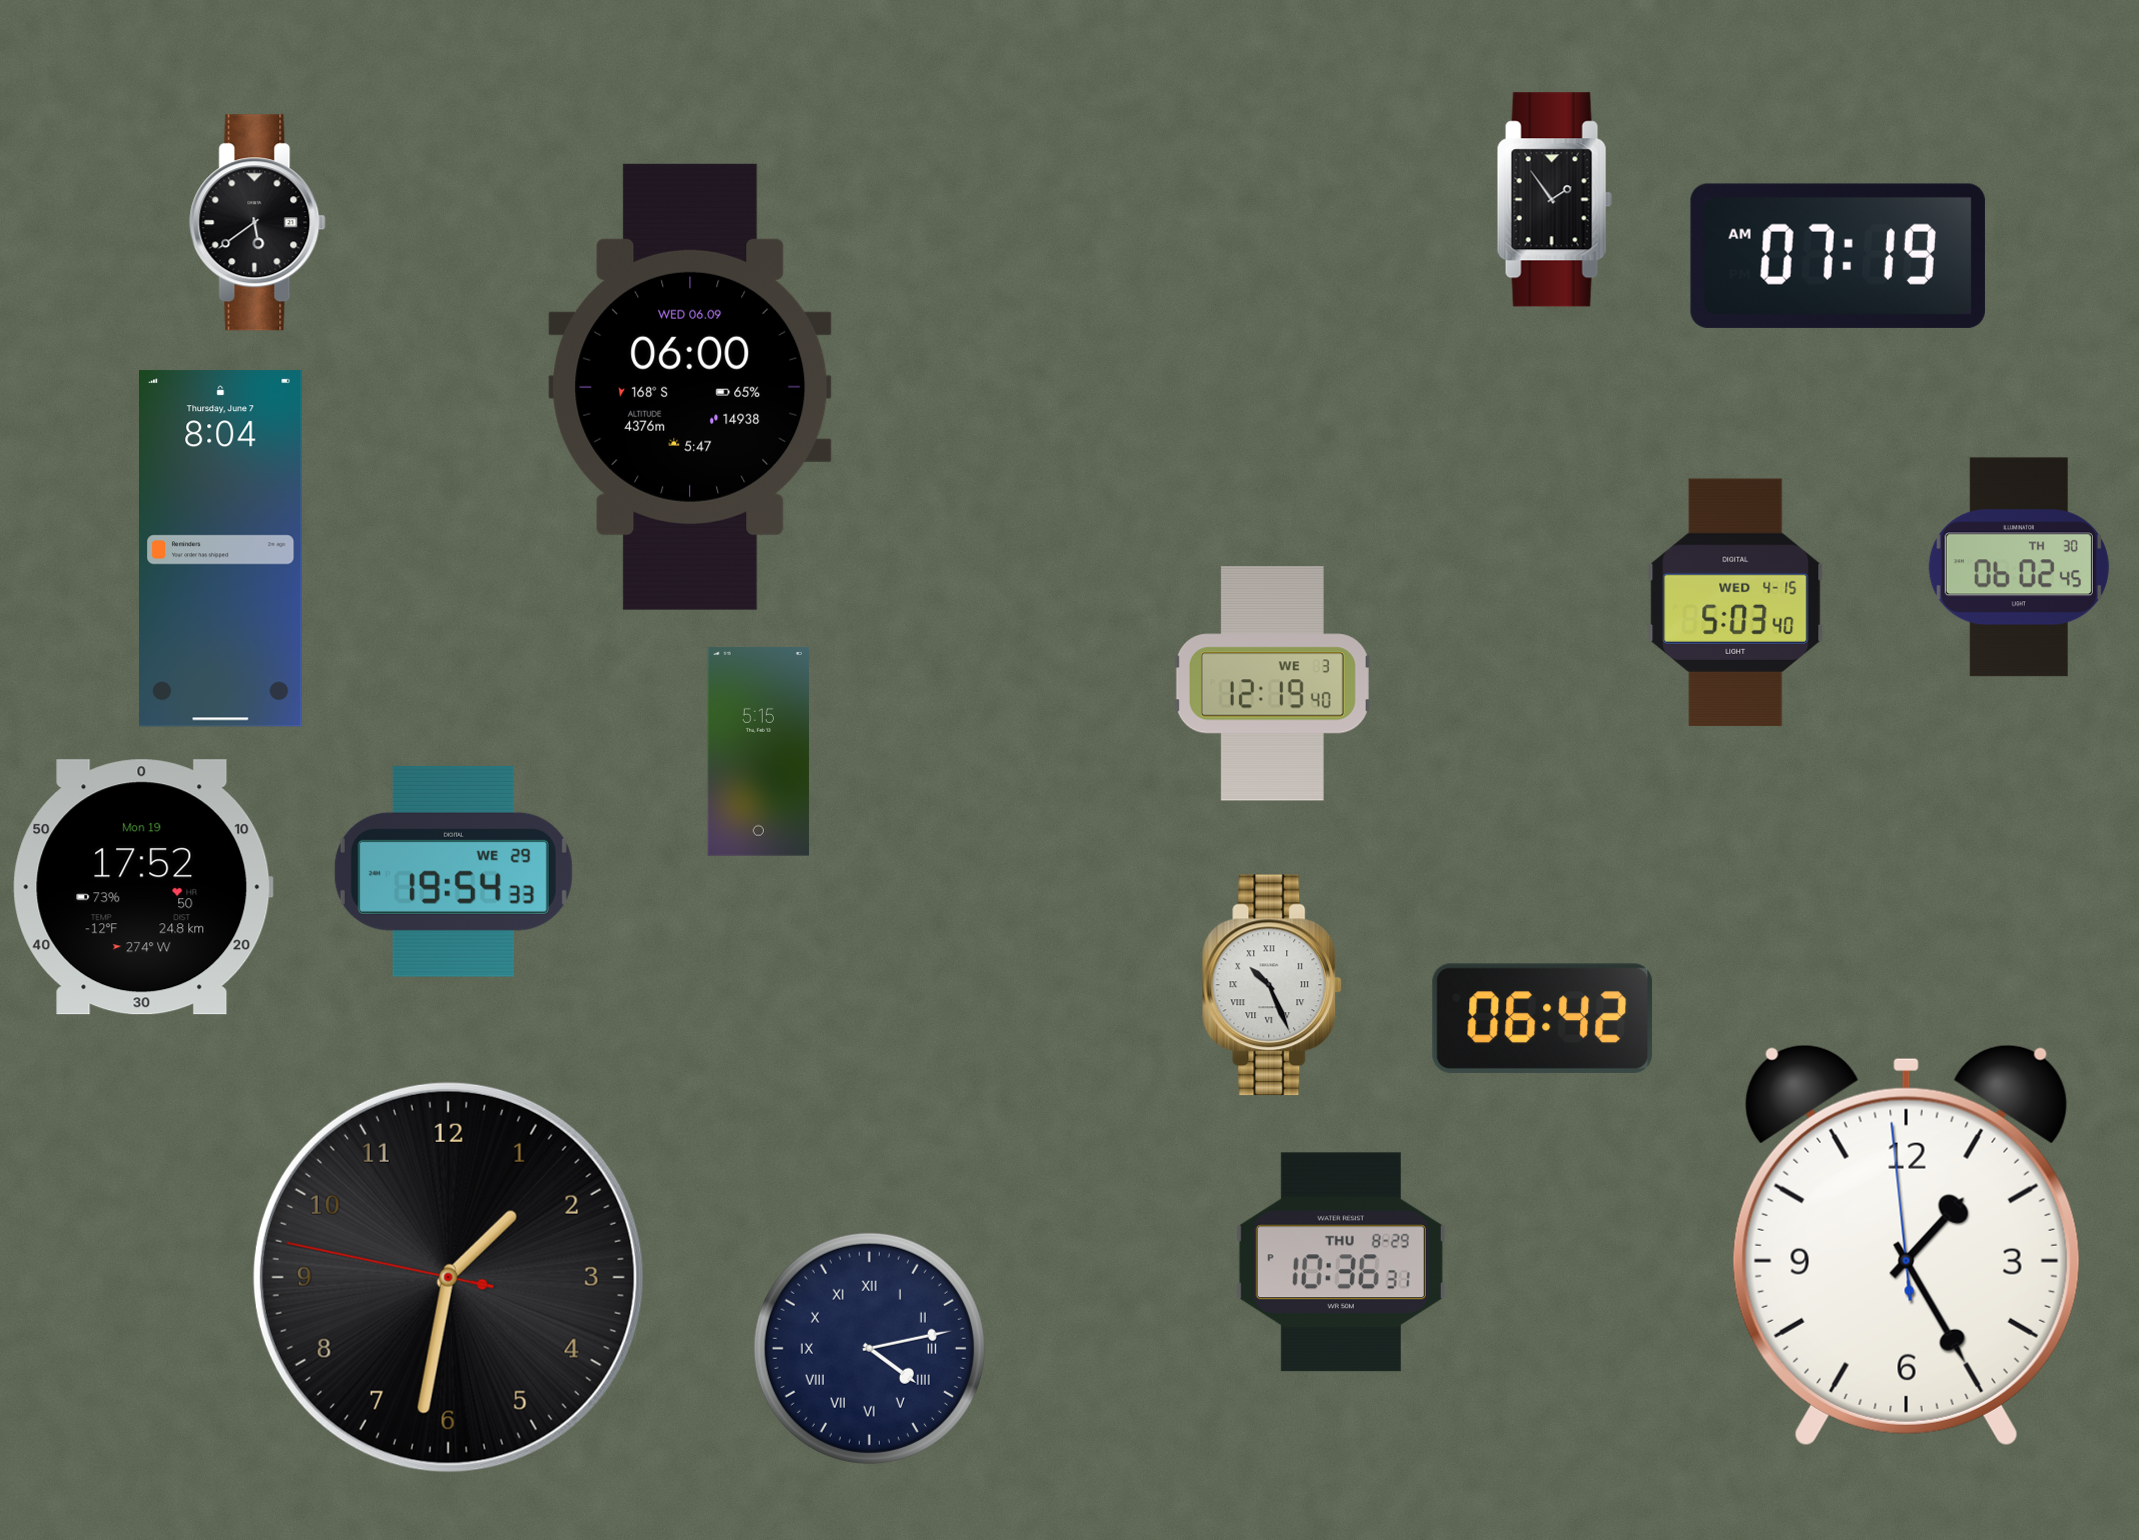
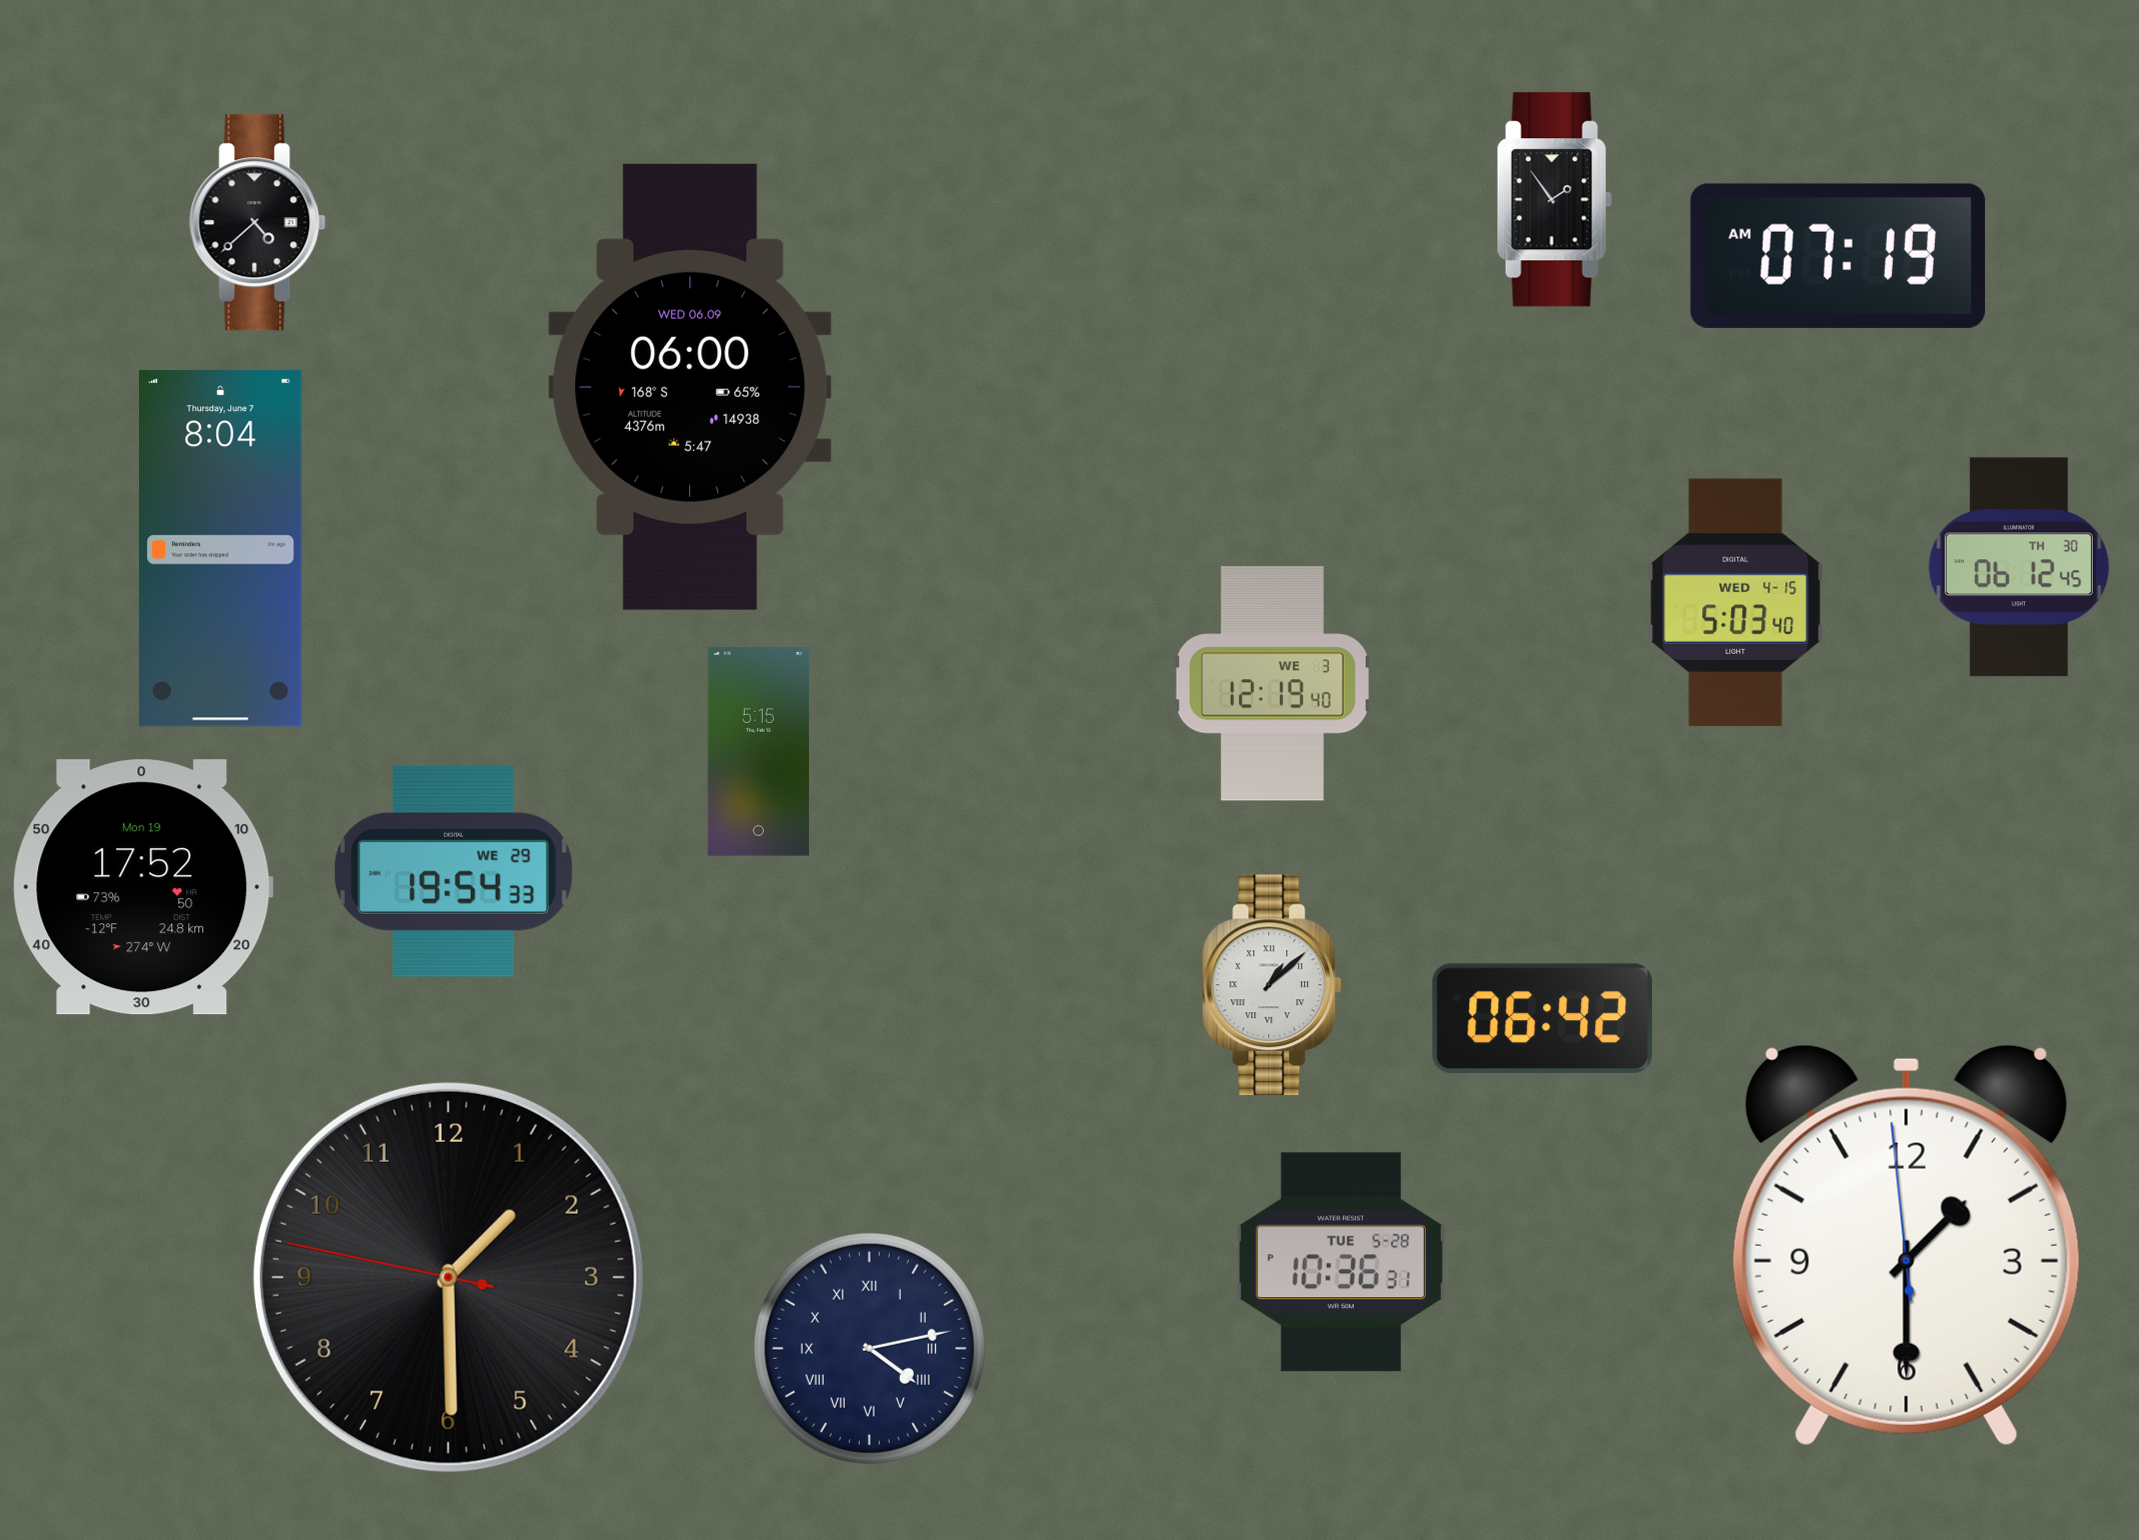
clock at (258, 223): 5:39 -> 4:38
clock at (2019, 567): 06:02 -> 06:12
clock at (1273, 985): 10:26 -> 1:08
clock at (1906, 1245): 1:24 -> 1:29
clock at (1341, 1262) date: THU 8-29 -> TUE 5-28
clock at (448, 1277): 1:31 -> 1:29
